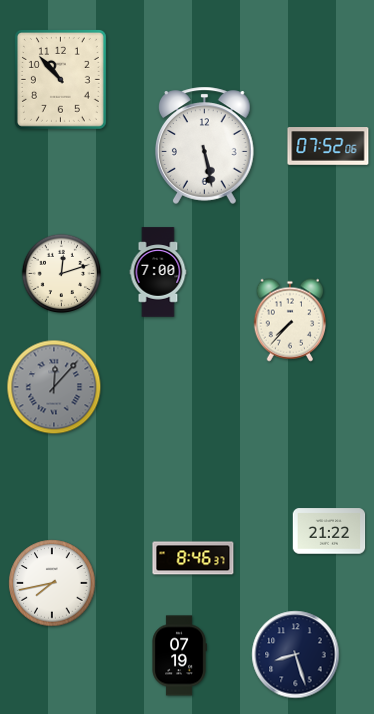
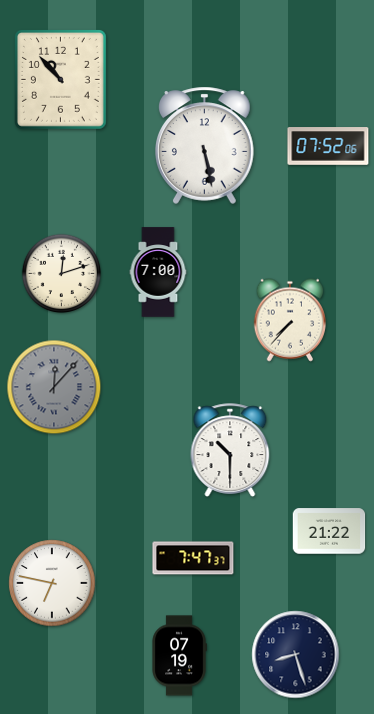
clock at (230, 450): none -> 10:30
clock at (193, 558): 8:46 -> 7:47
clock at (52, 583): 7:43 -> 6:47
